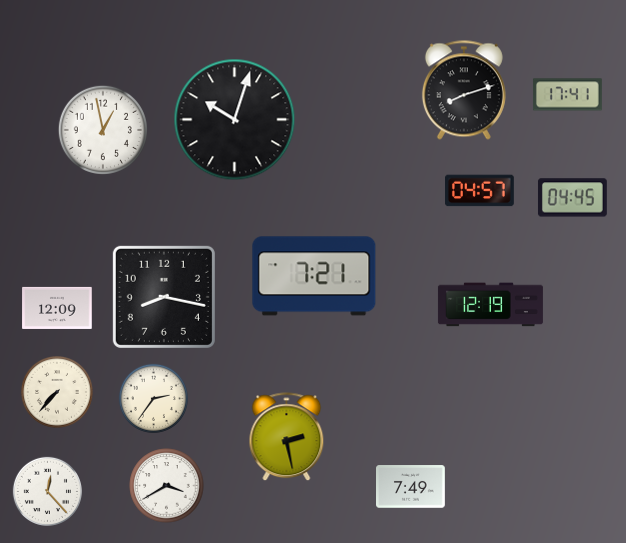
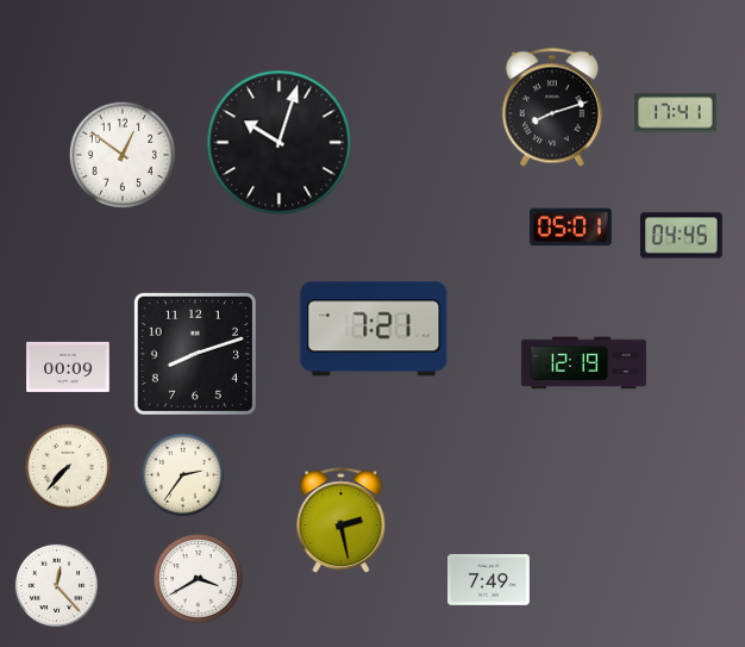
clock at (103, 130): 12:58 -> 12:51
clock at (480, 191): 04:57 -> 05:01
clock at (164, 297): 8:17 -> 8:12
clock at (57, 308): 12:09 -> 00:09
